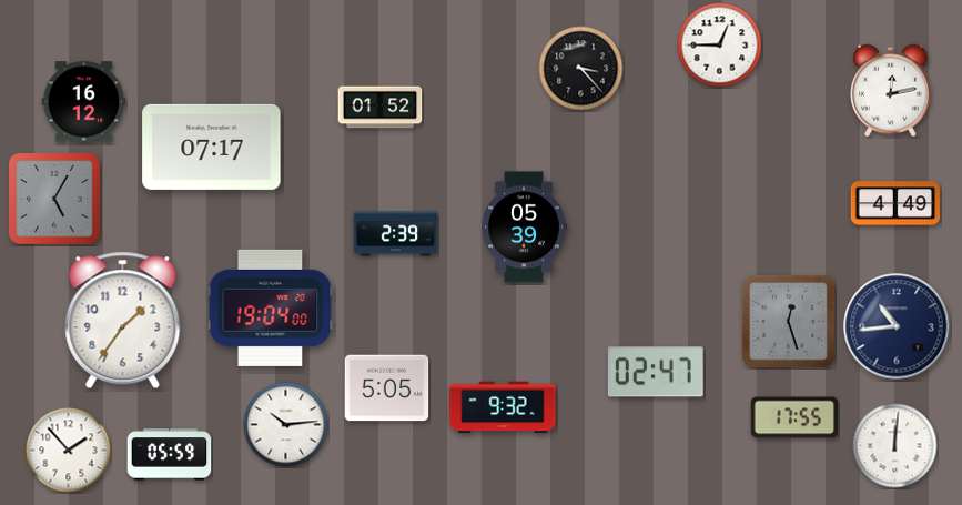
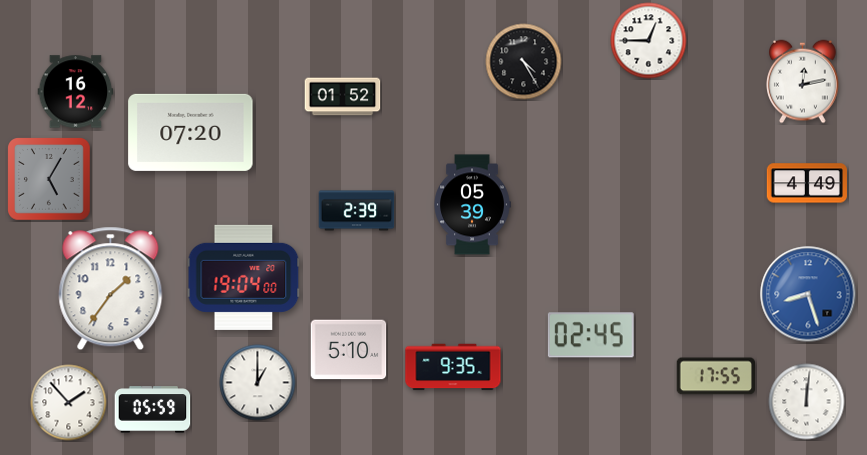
clock at (581, 69): 3:23 -> 4:25
clock at (212, 147): 07:17 -> 07:20
clock at (788, 321): 12:27 -> none
clock at (897, 326): 10:44 -> 8:27
clock at (897, 326) dial: navy -> blue
clock at (656, 372): 02:47 -> 02:45
clock at (387, 388): 5:05 -> 5:10
clock at (503, 407): 9:32 -> 9:35
clock at (286, 425): 10:14 -> 1:00
clock at (69, 451) position: (69, 451) -> (69, 403)
